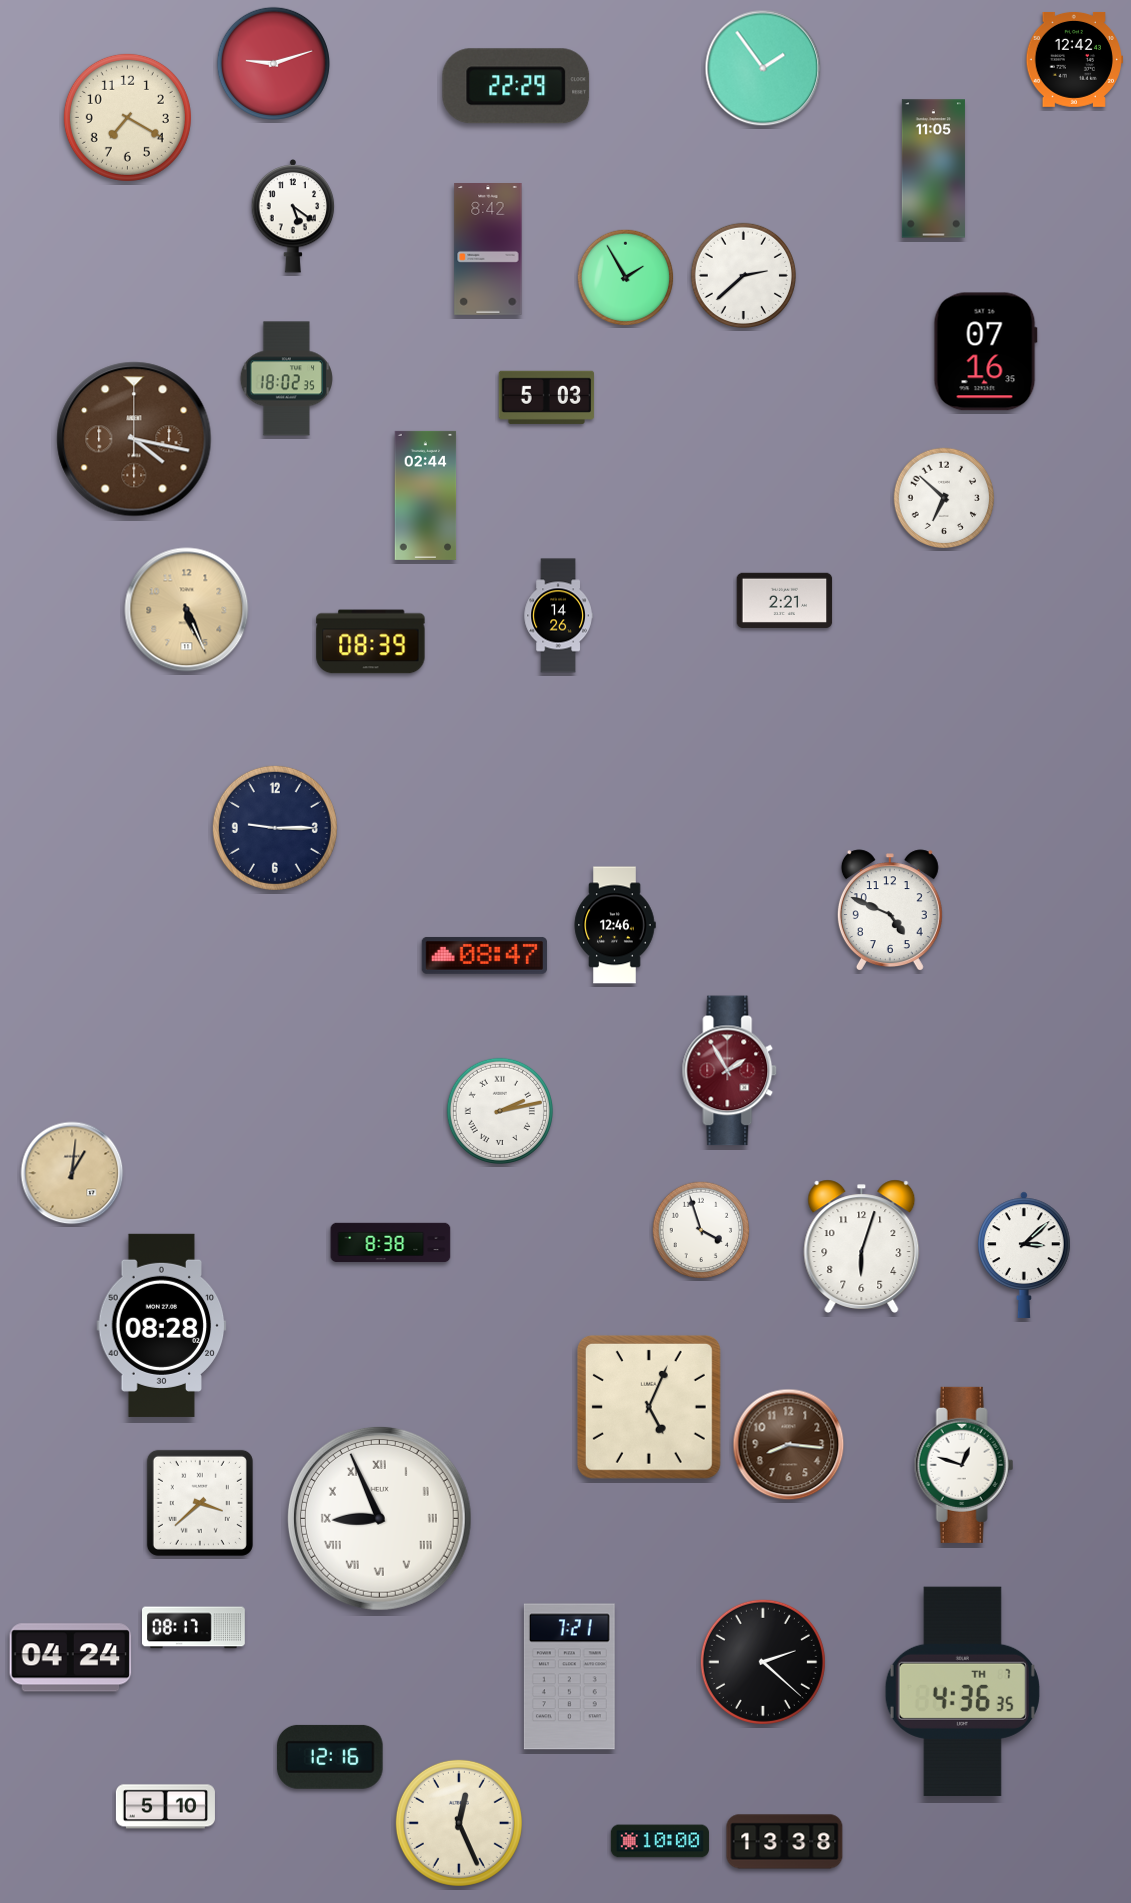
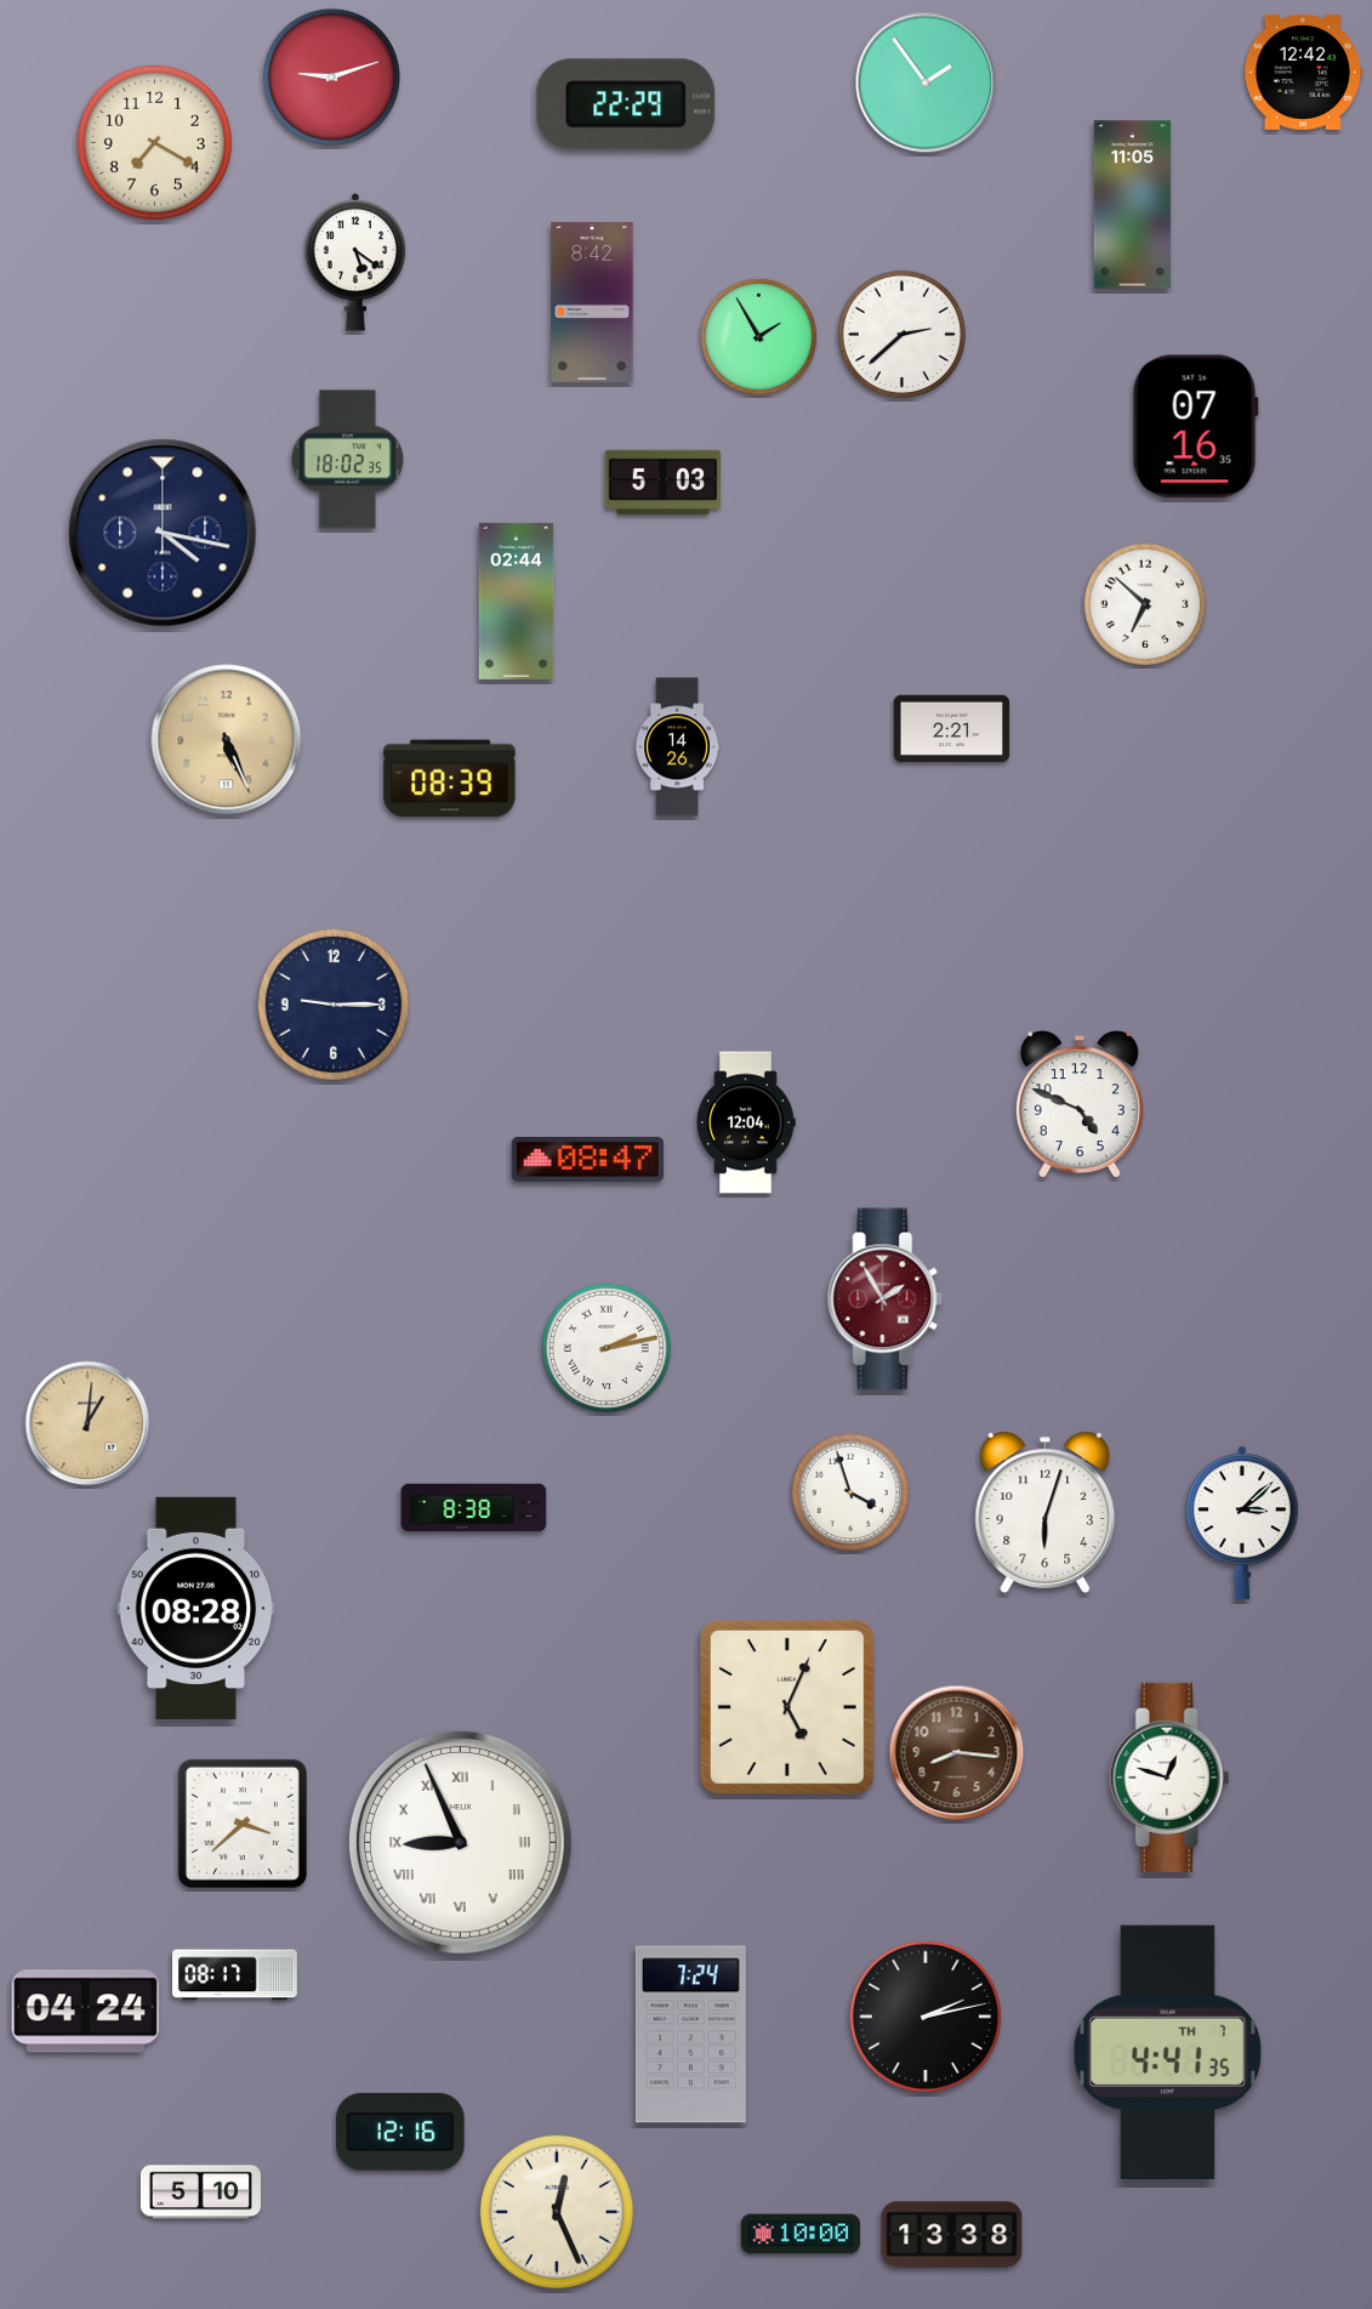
clock at (134, 439) dial: brown -> navy
clock at (615, 925): 12:46 -> 12:04
clock at (763, 1662): 2:22 -> 2:13
clock at (569, 1677): 7:21 -> 7:24
clock at (962, 1691): 4:36 -> 4:41
